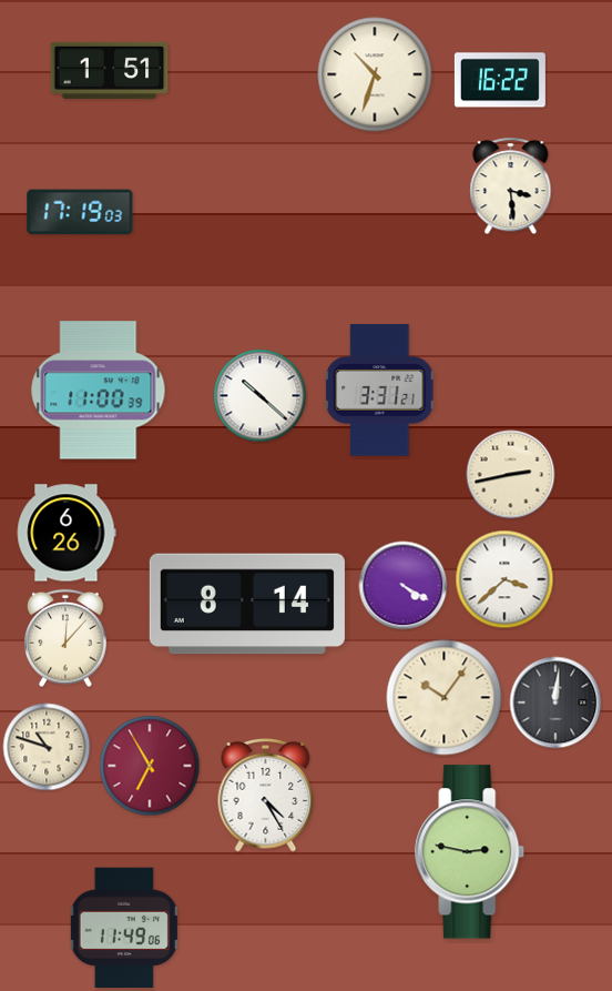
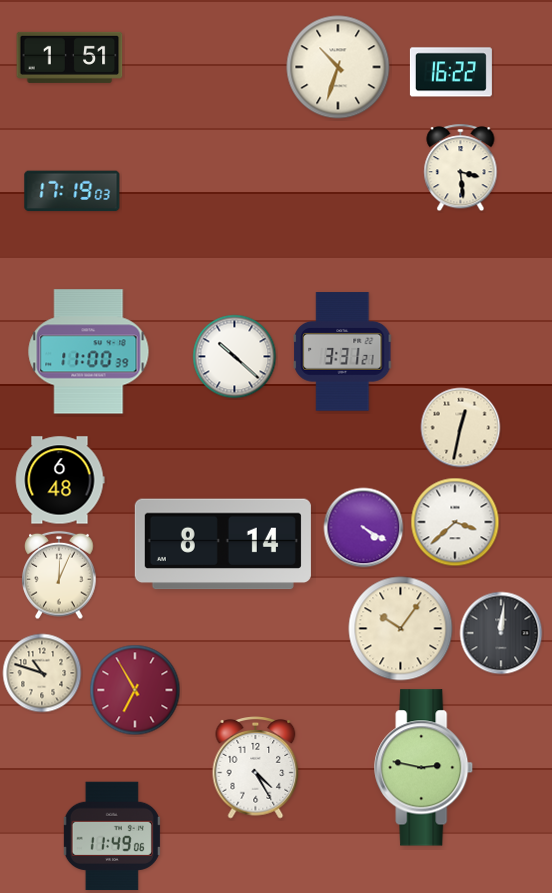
clock at (110, 70) position: (110, 70) -> (70, 57)
clock at (511, 475): 2:43 -> 12:32
clock at (67, 533): 6:26 -> 6:48
clock at (65, 638): 12:07 -> 12:04
clock at (266, 796) position: (266, 796) -> (256, 768)
